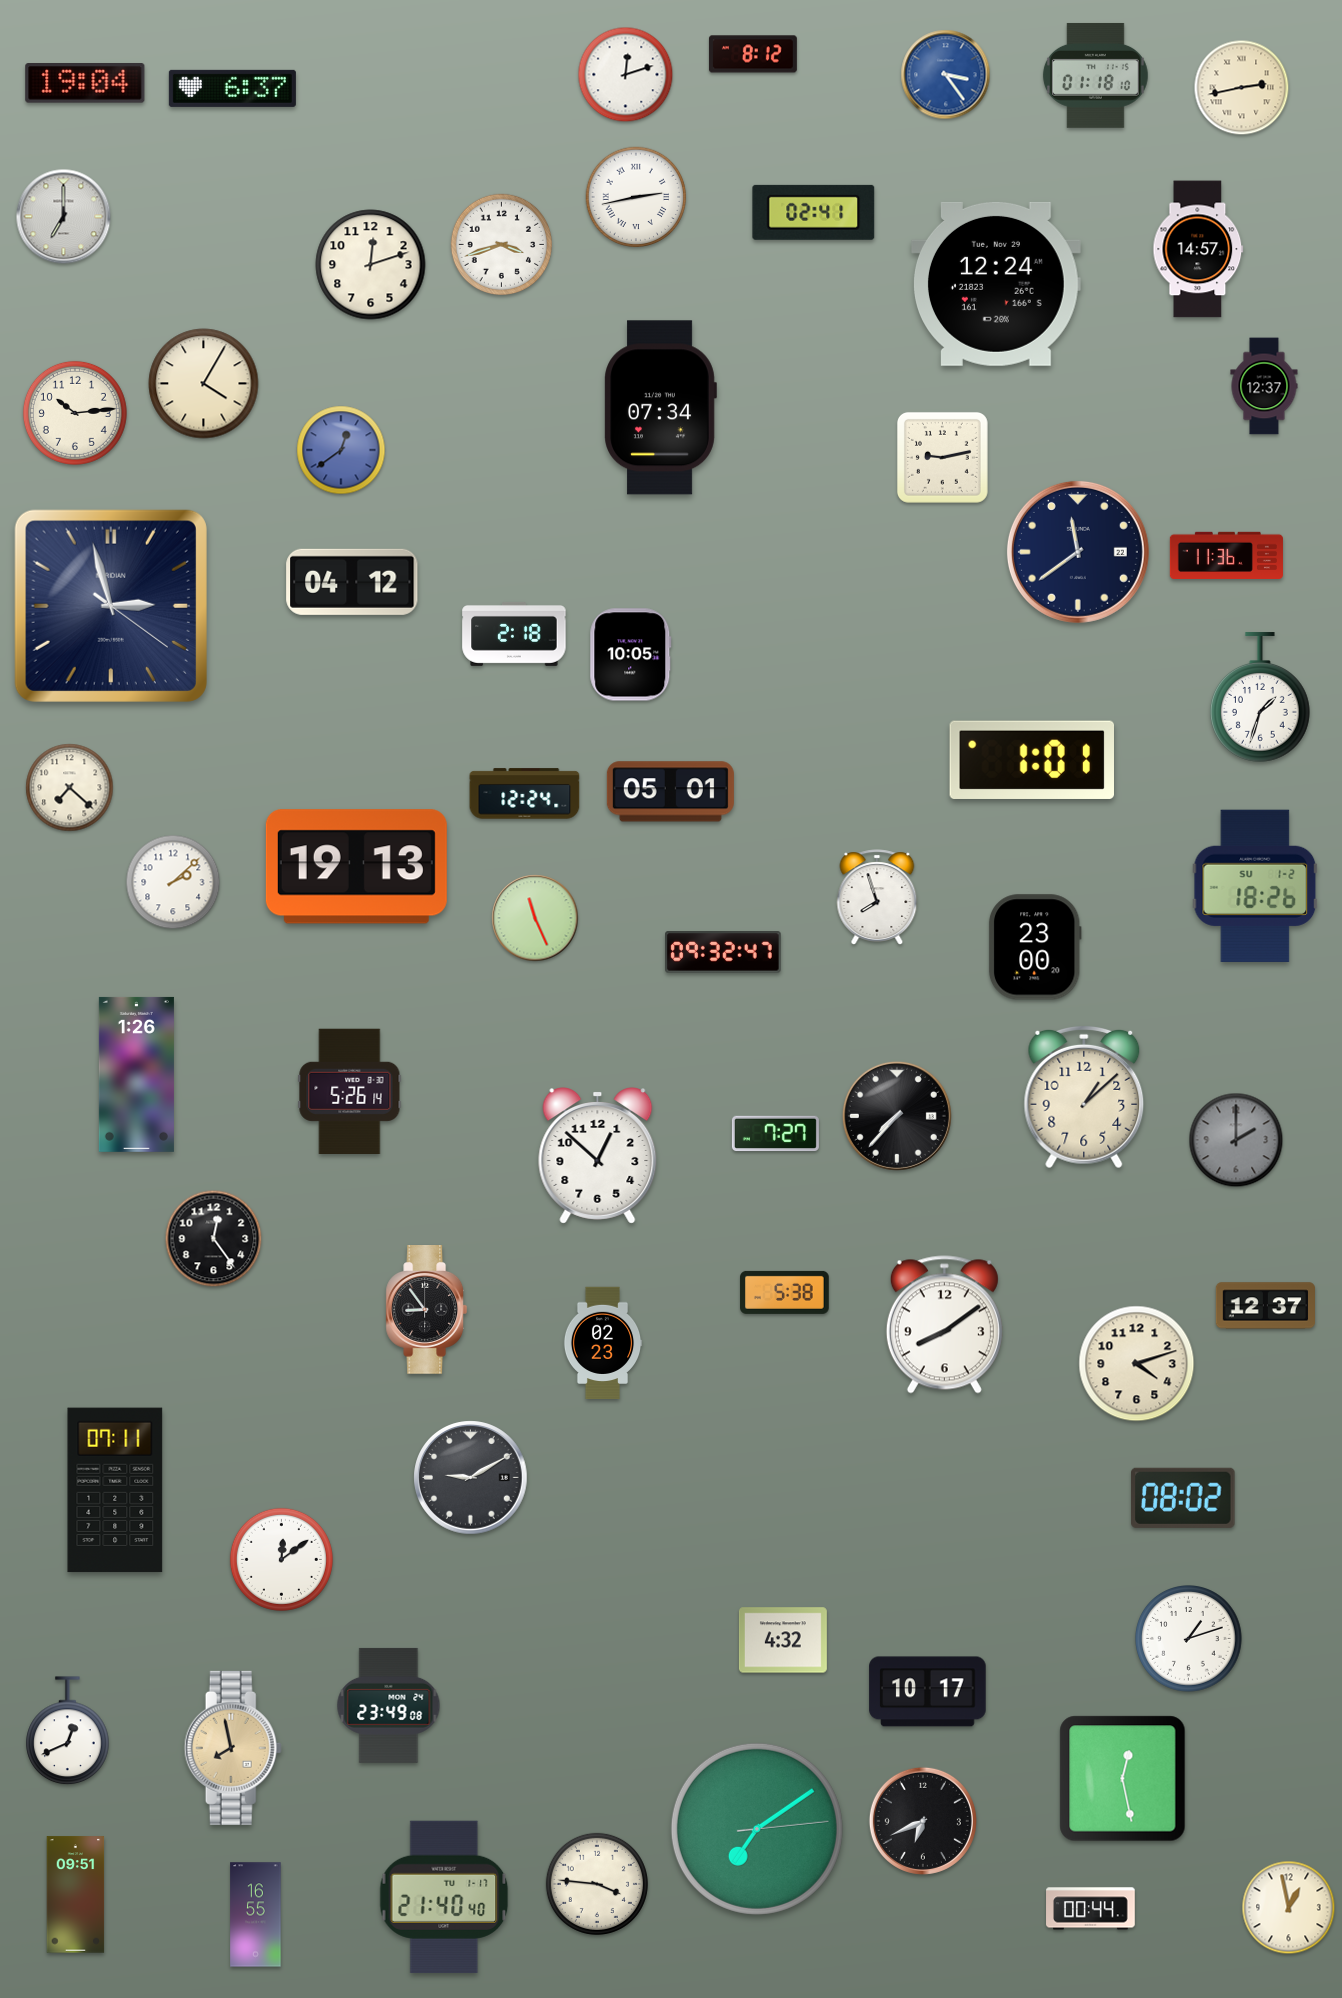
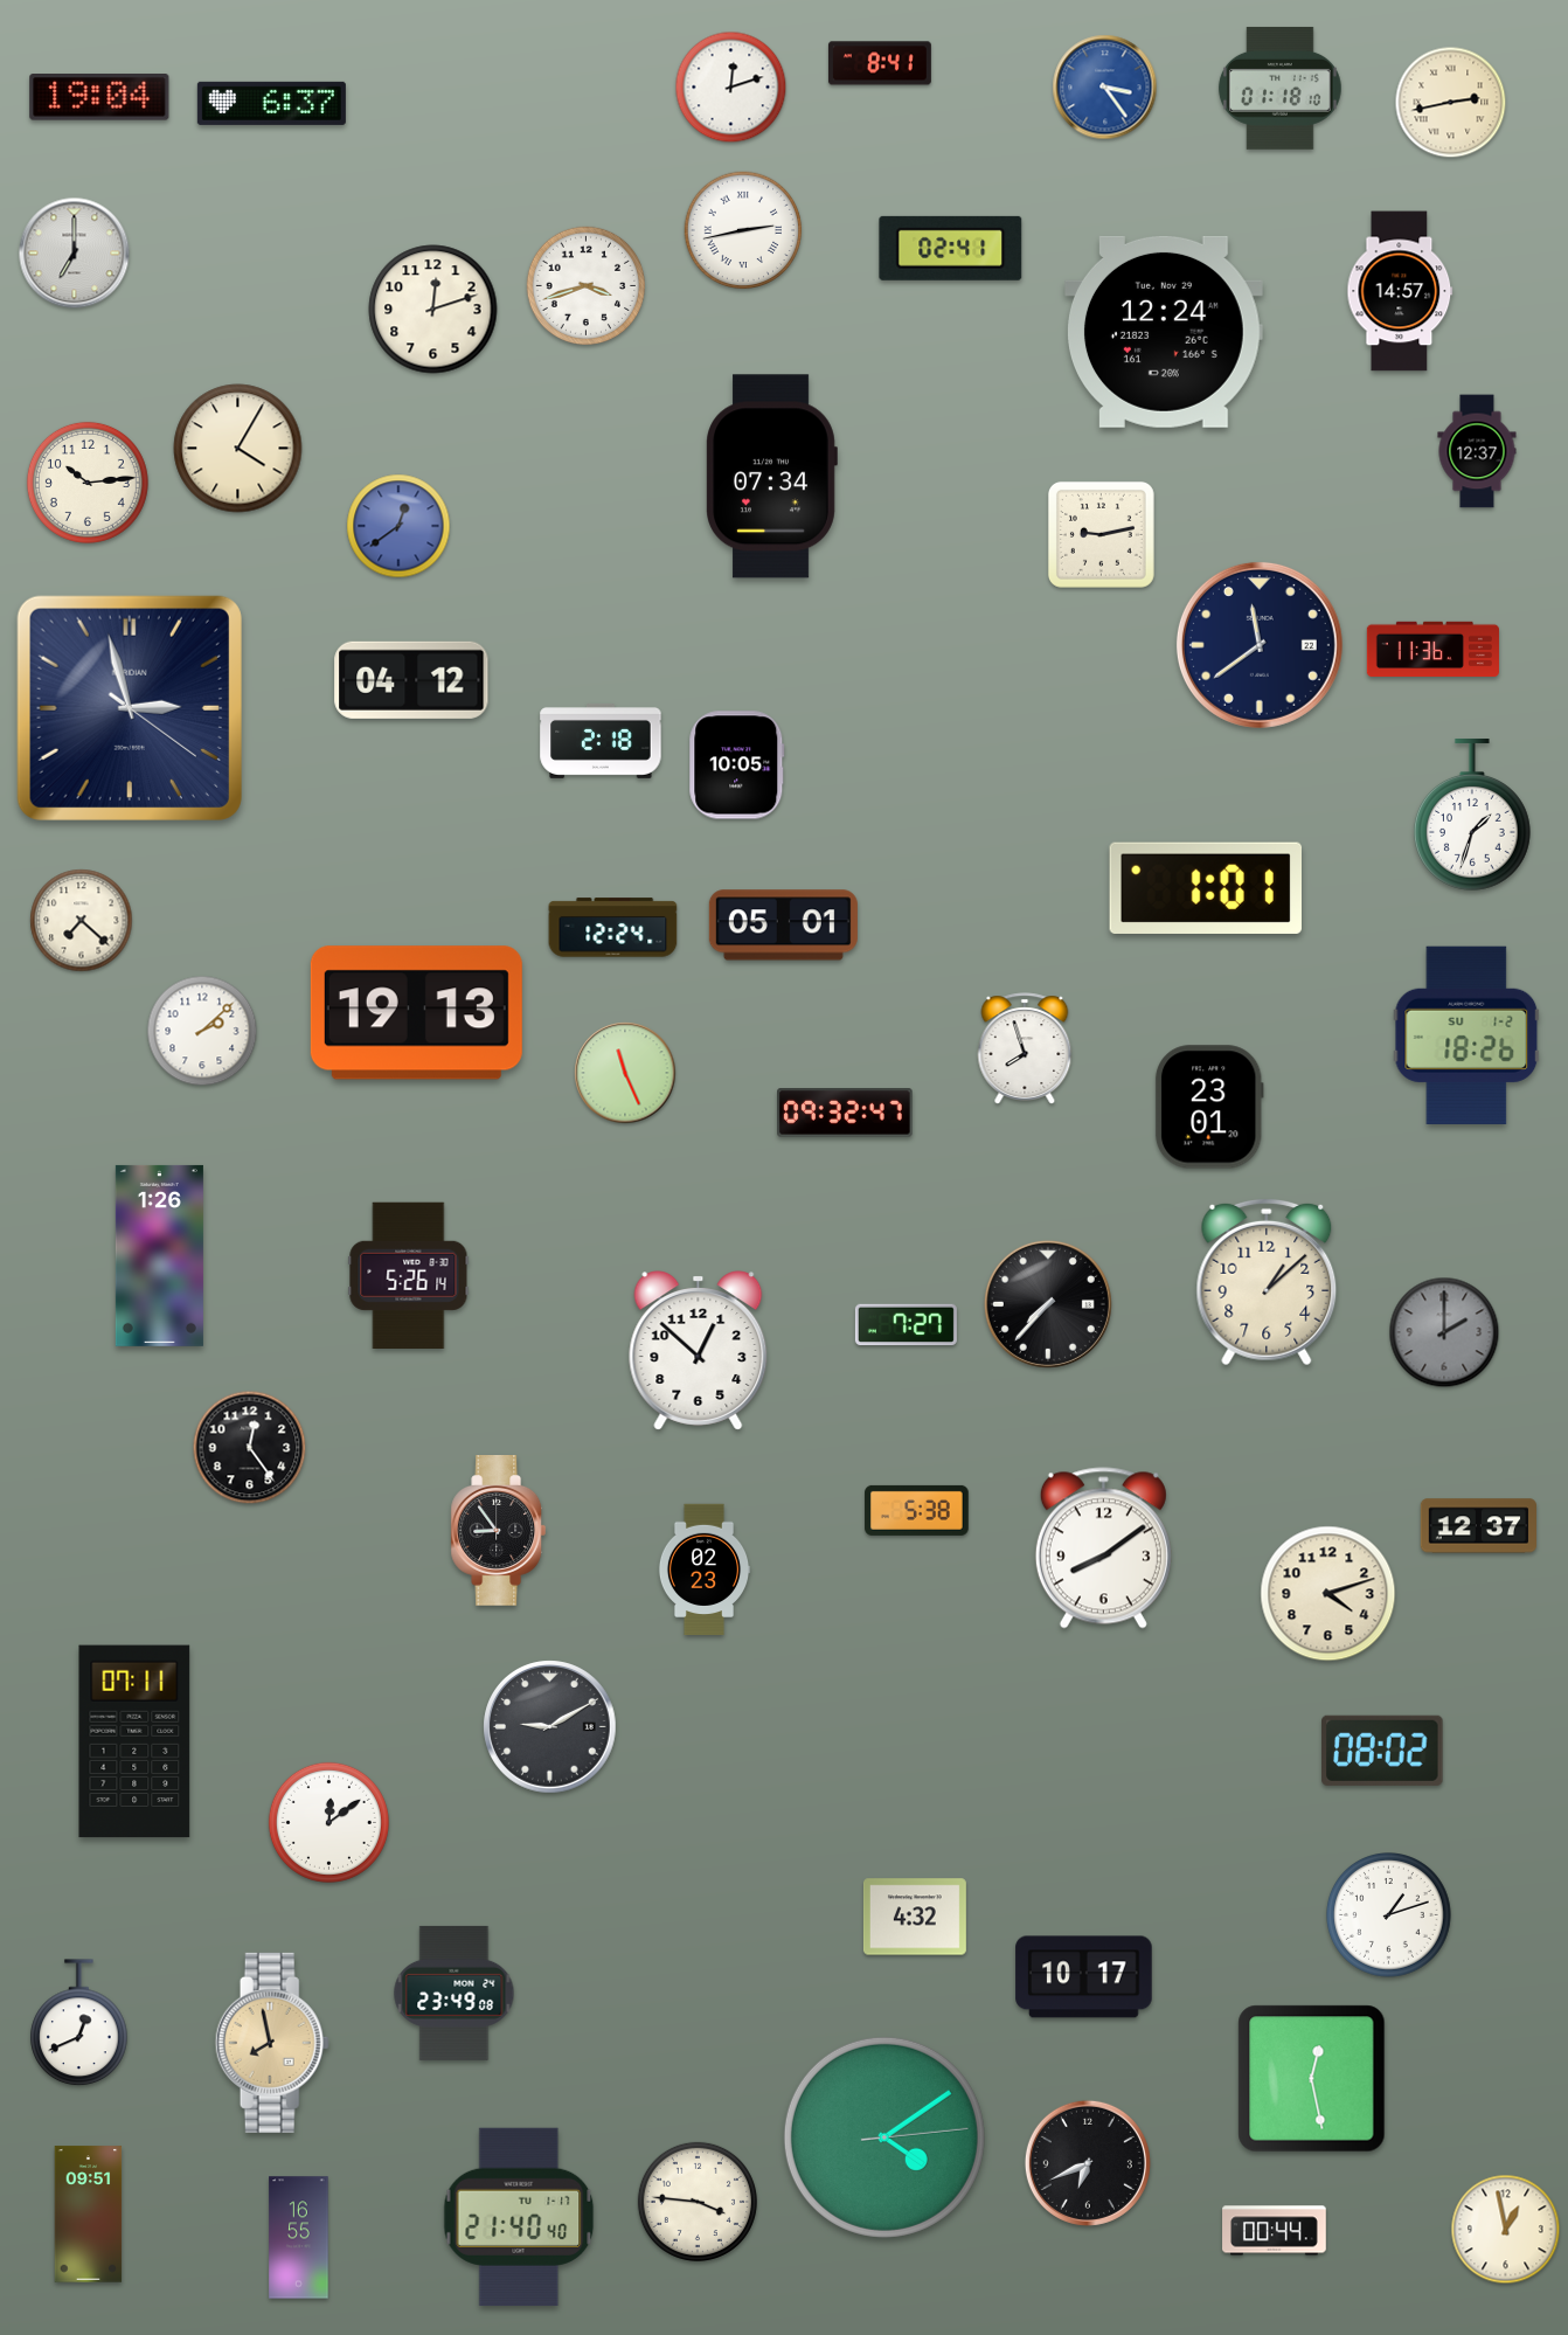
clock at (753, 54): 8:12 -> 8:41
clock at (1035, 947): 23:00 -> 23:01
clock at (923, 1821) position: (923, 1821) -> (1088, 2163)
clock at (757, 1829): 7:09 -> 4:09
